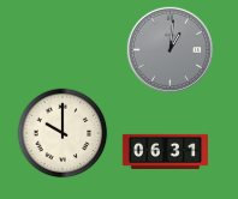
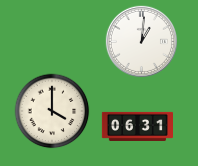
clock at (169, 49) dial: grey -> white
clock at (63, 133): 10:00 -> 4:00
